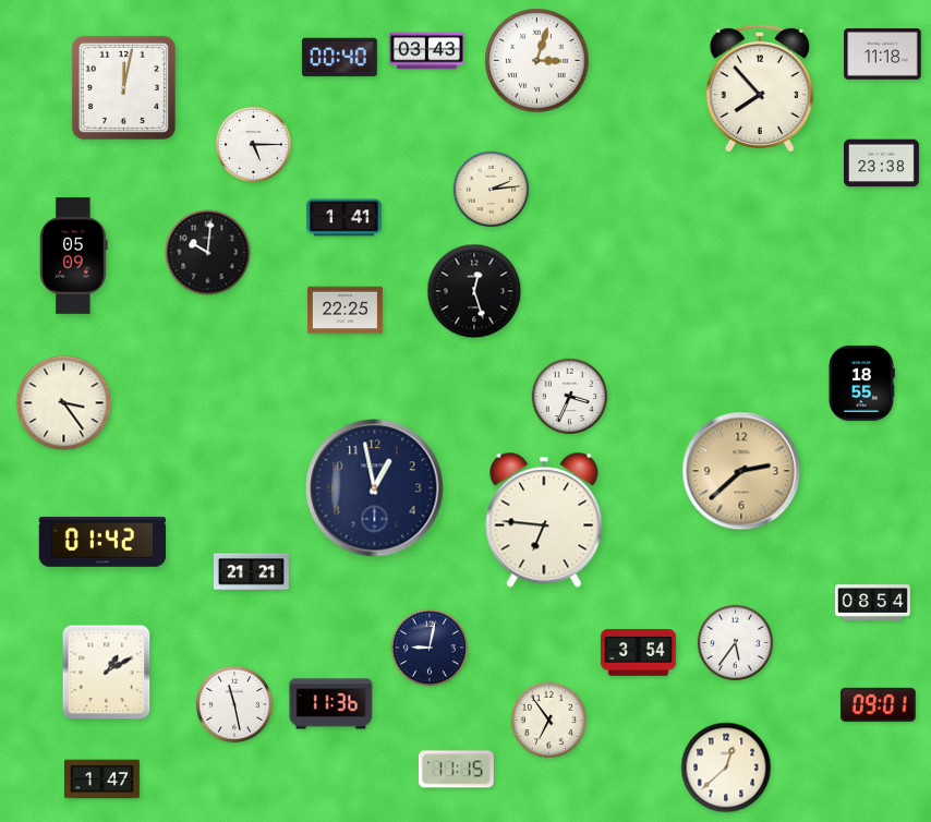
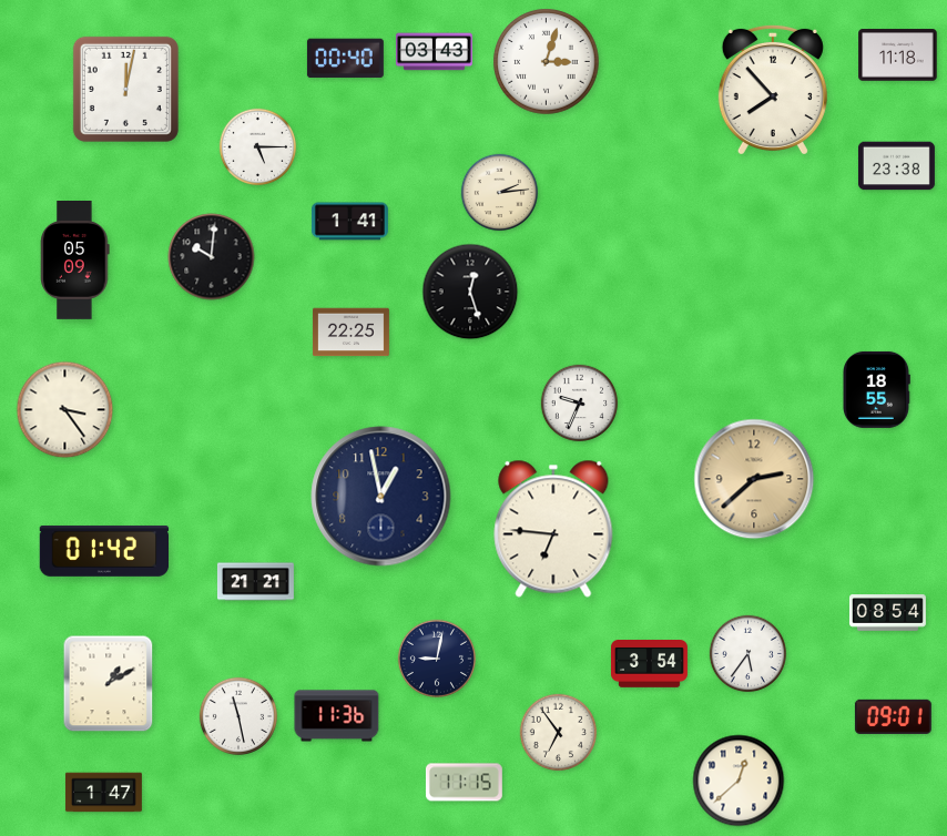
clock at (474, 291) position: (474, 291) -> (470, 292)
clock at (344, 311) position: (344, 311) -> (350, 333)
clock at (570, 397): 3:34 -> 9:34
